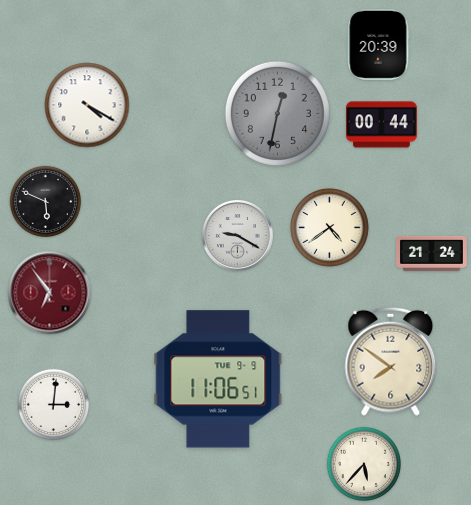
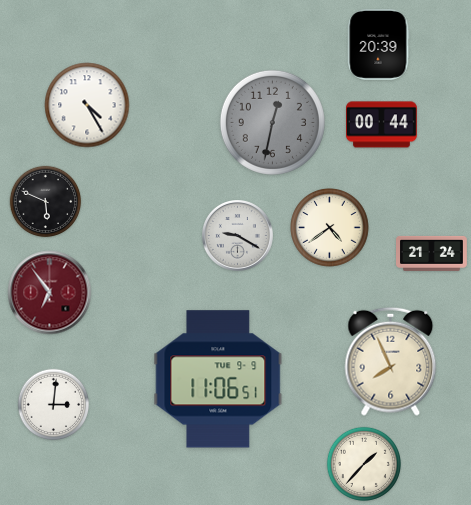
clock at (87, 105): 4:20 -> 4:25
clock at (277, 113) position: (277, 113) -> (272, 122)
clock at (391, 361): 7:51 -> 7:56
clock at (364, 464): 5:37 -> 1:37
